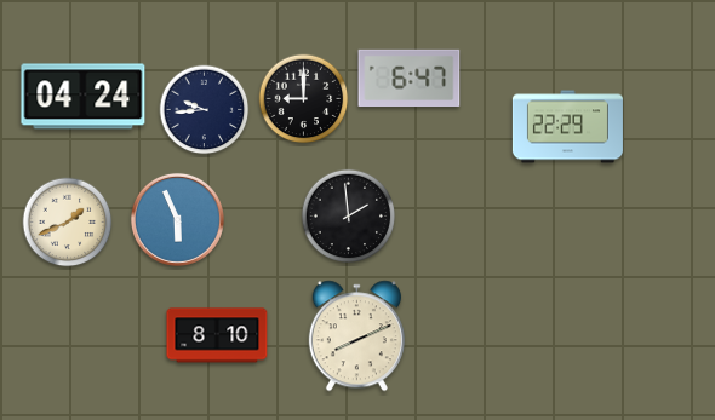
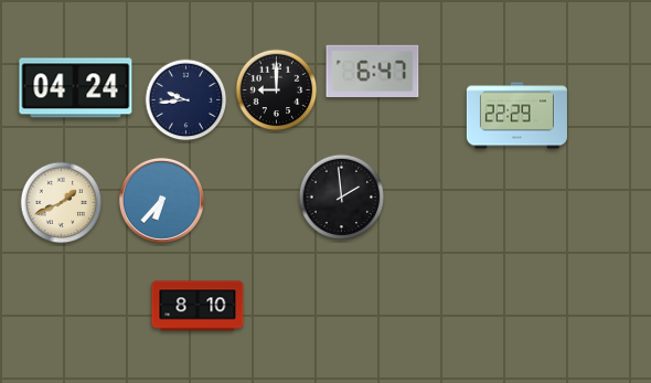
clock at (349, 217) position: (349, 217) -> (342, 198)
clock at (177, 219): 5:56 -> 6:37
clock at (356, 336): 8:11 -> none
